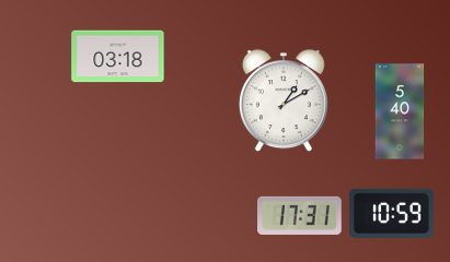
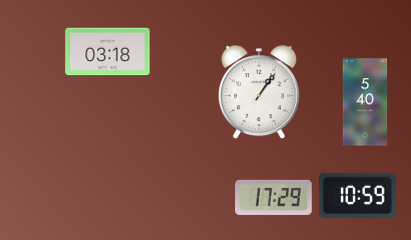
clock at (284, 100): 1:10 -> 1:06
clock at (300, 215): 17:31 -> 17:29
